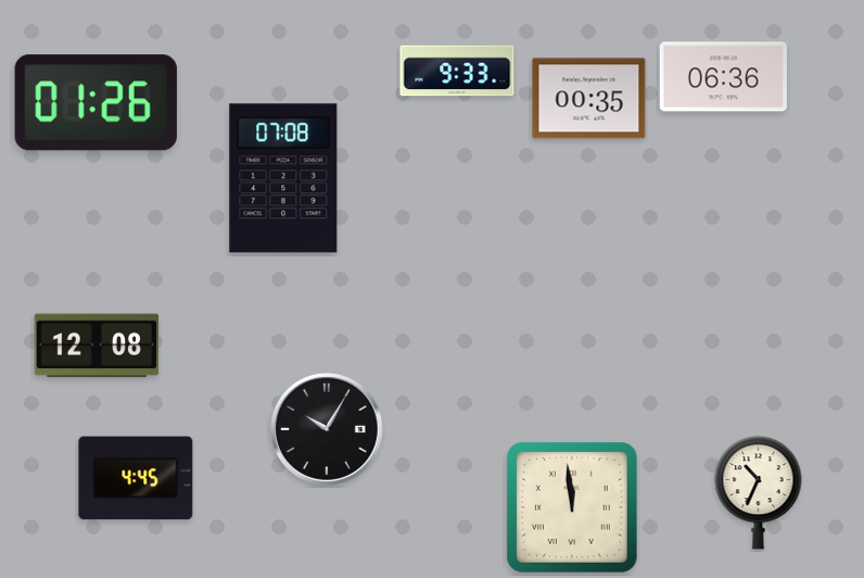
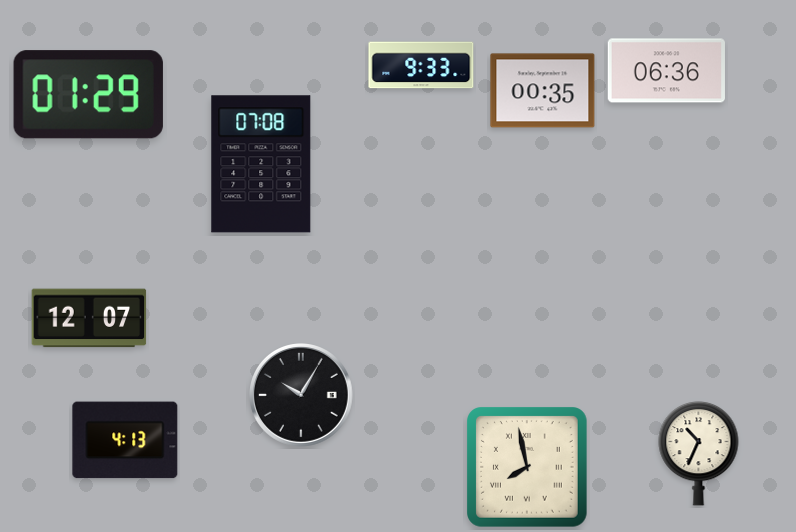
clock at (96, 103): 01:26 -> 01:29
clock at (97, 345): 12:08 -> 12:07
clock at (136, 478): 4:45 -> 4:13
clock at (573, 508): 11:59 -> 7:58
